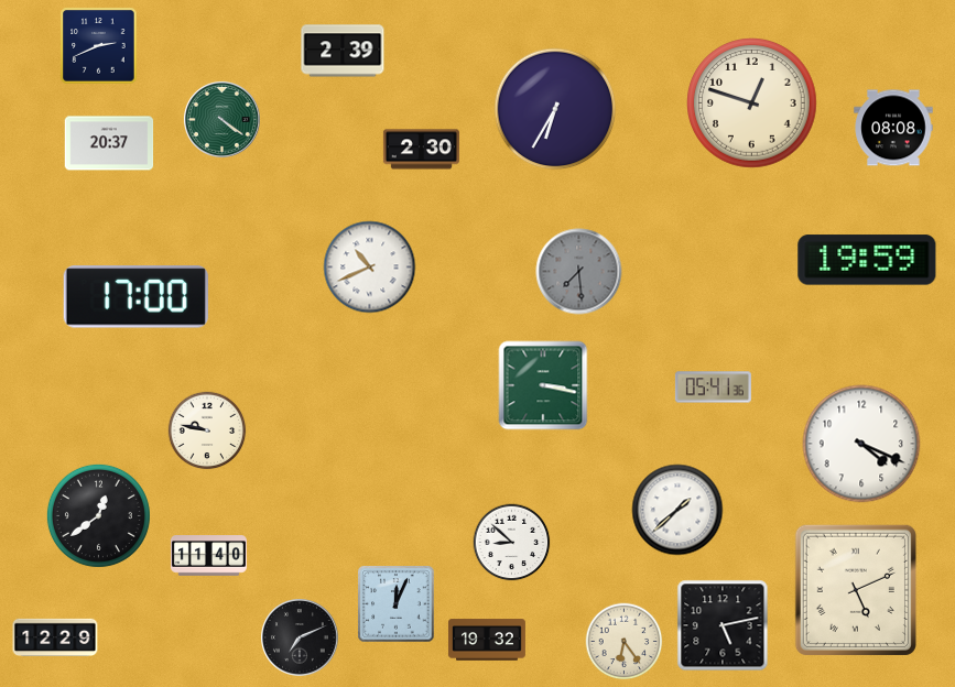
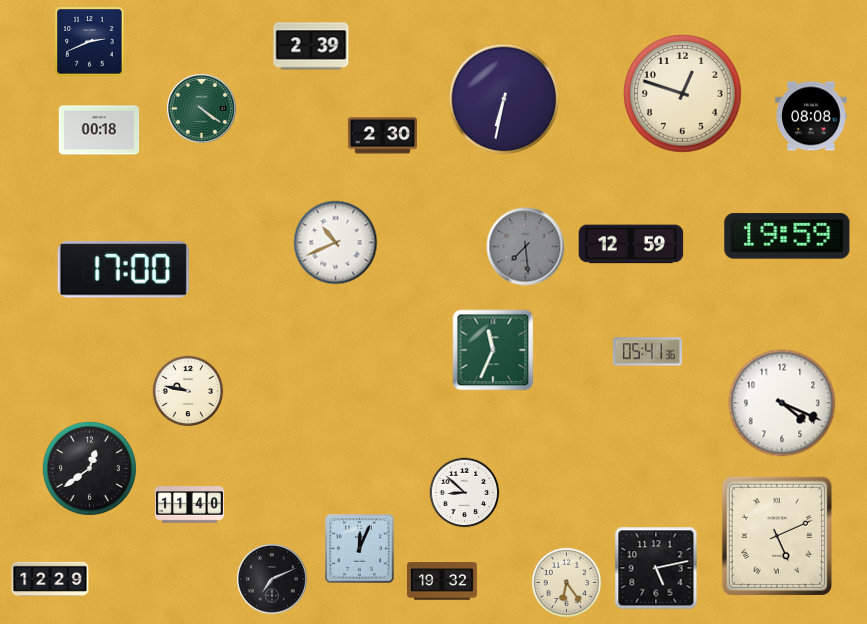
clock at (555, 109): 6:35 -> 6:32
clock at (109, 143): 20:37 -> 00:18
clock at (631, 244): none -> 12:59
clock at (543, 385): 3:17 -> 11:34
clock at (677, 510): 1:38 -> none
